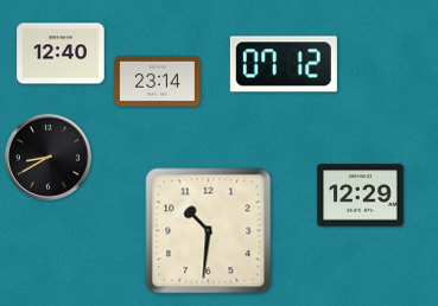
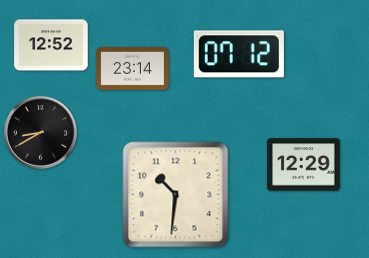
clock at (61, 53): 12:40 -> 12:52
